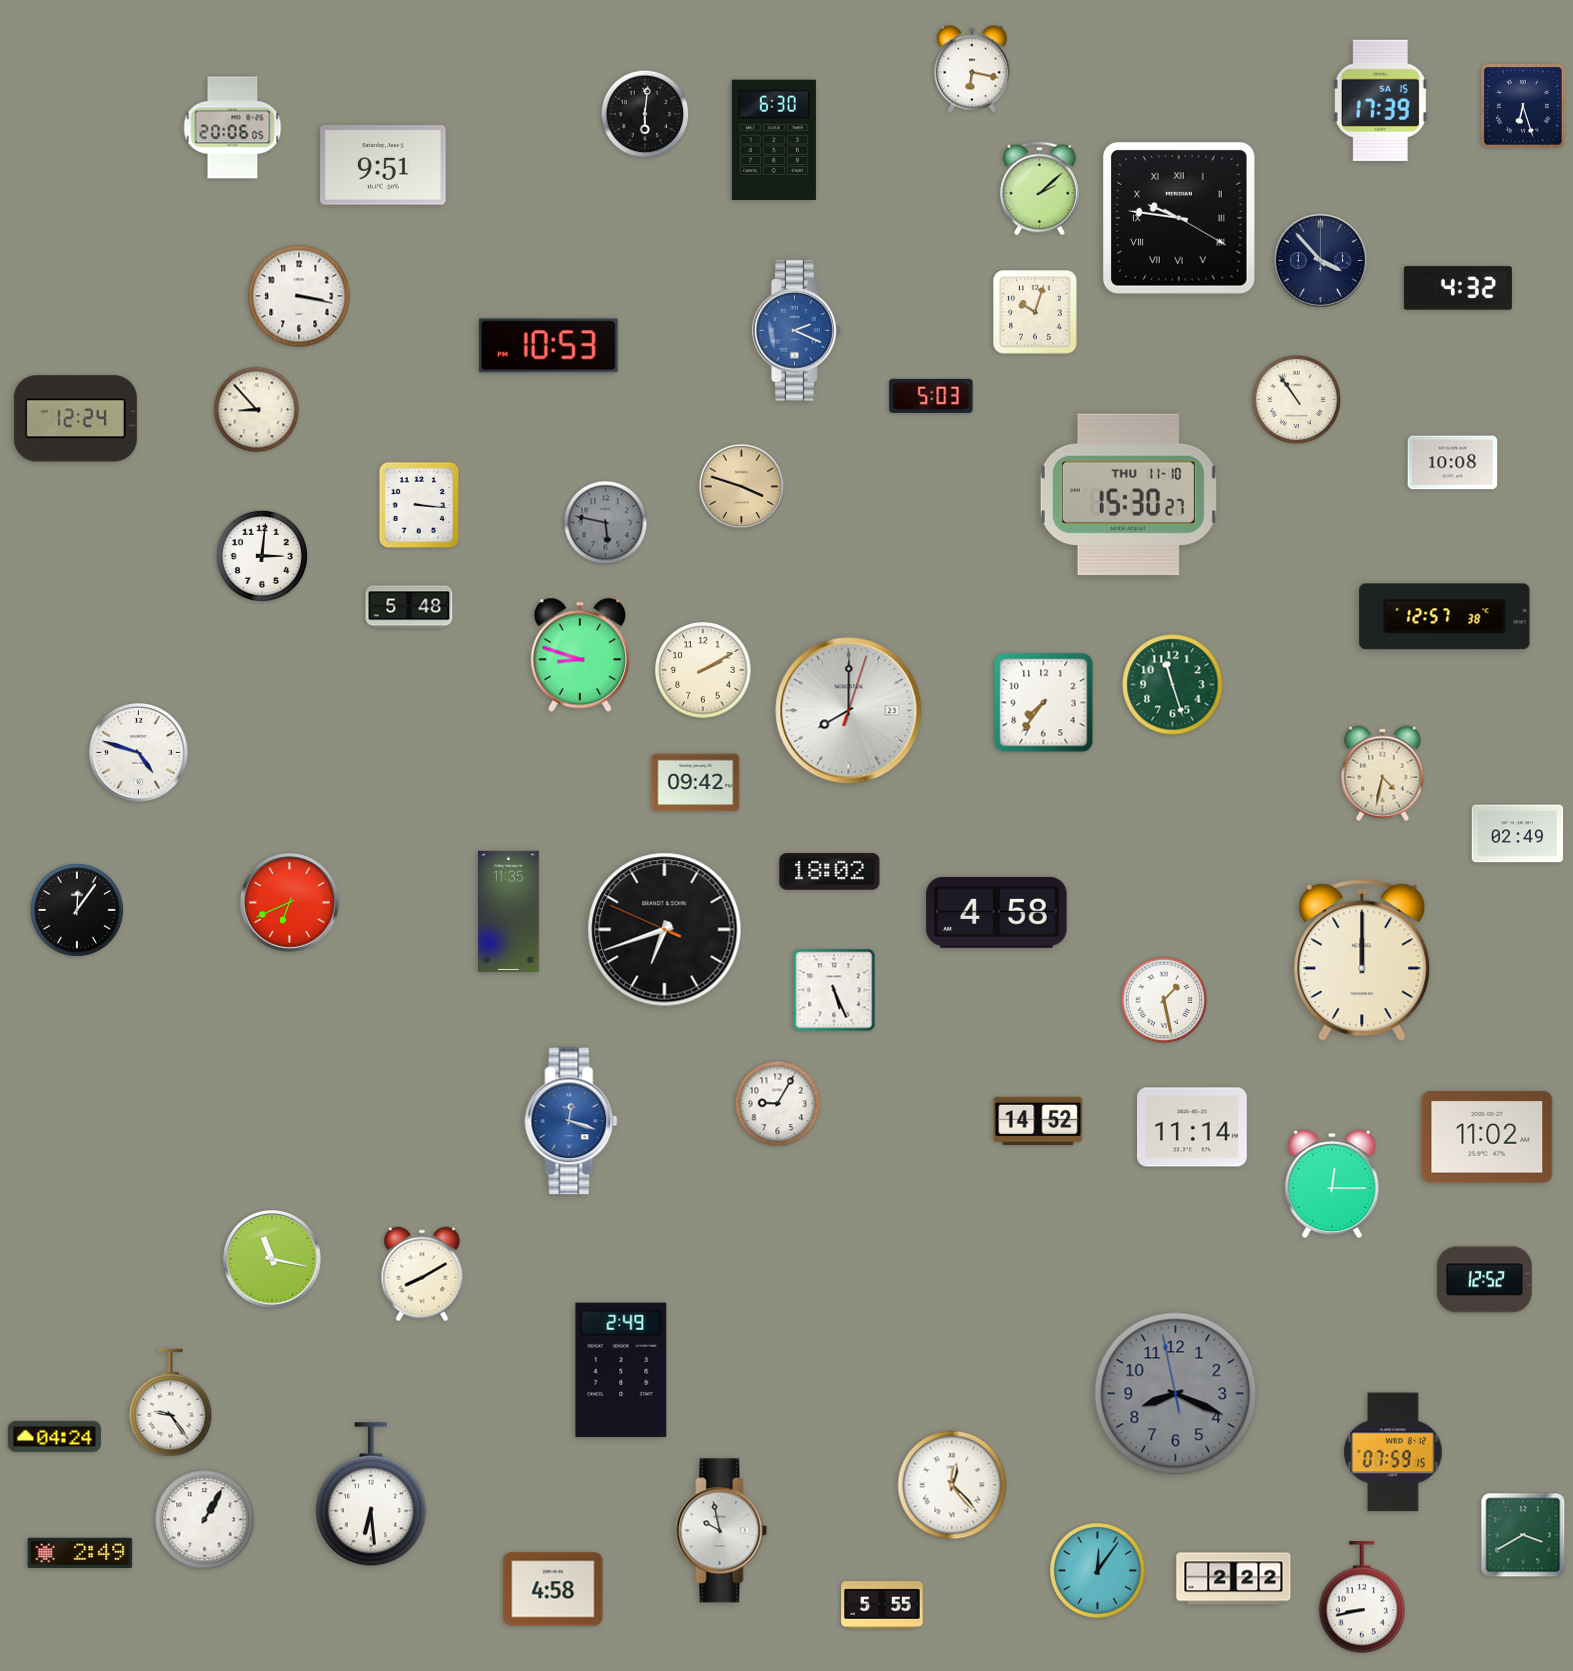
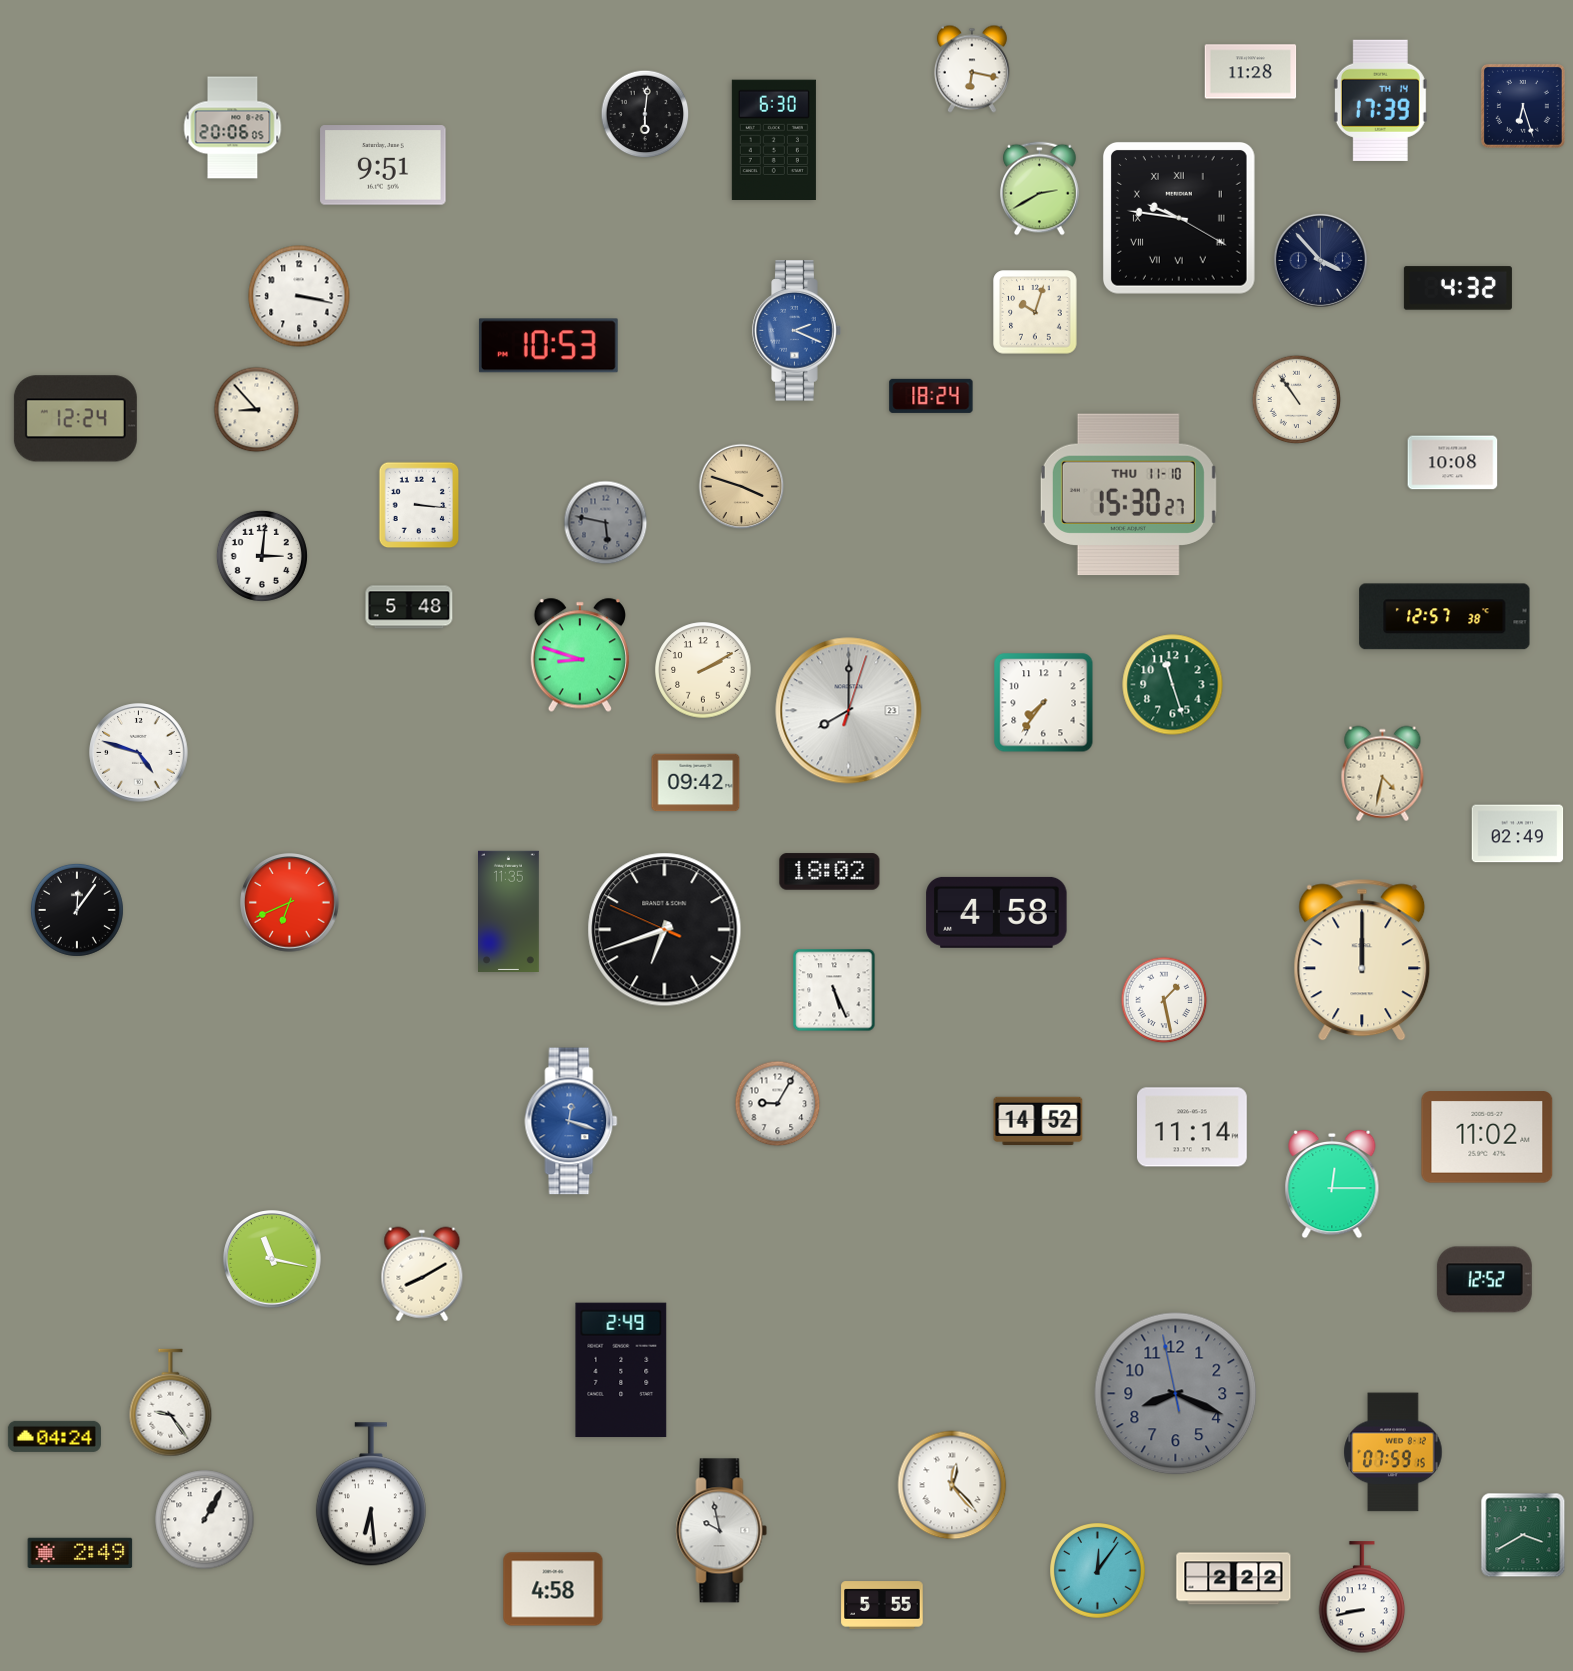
clock at (1251, 72): none -> 11:28
clock at (1380, 100) date: SA 15 -> TH 14
clock at (1040, 189): 2:08 -> 2:40
clock at (931, 396): 5:03 -> 18:24
